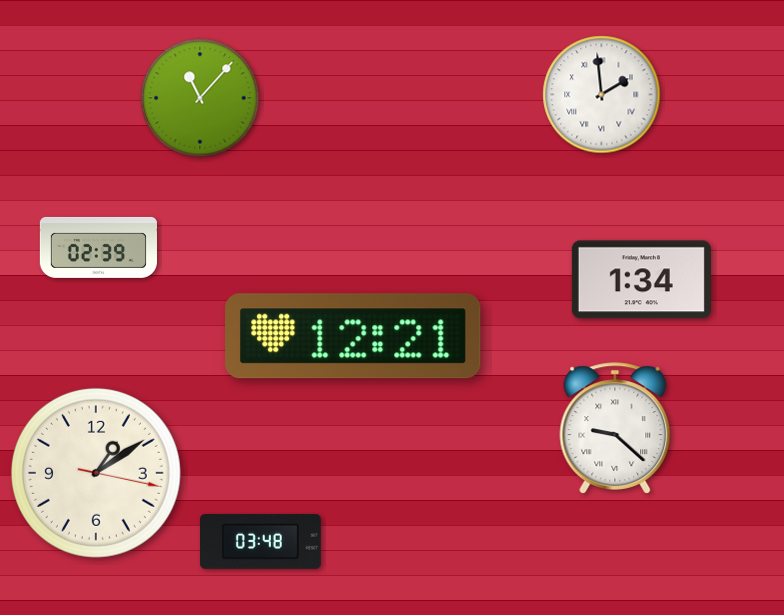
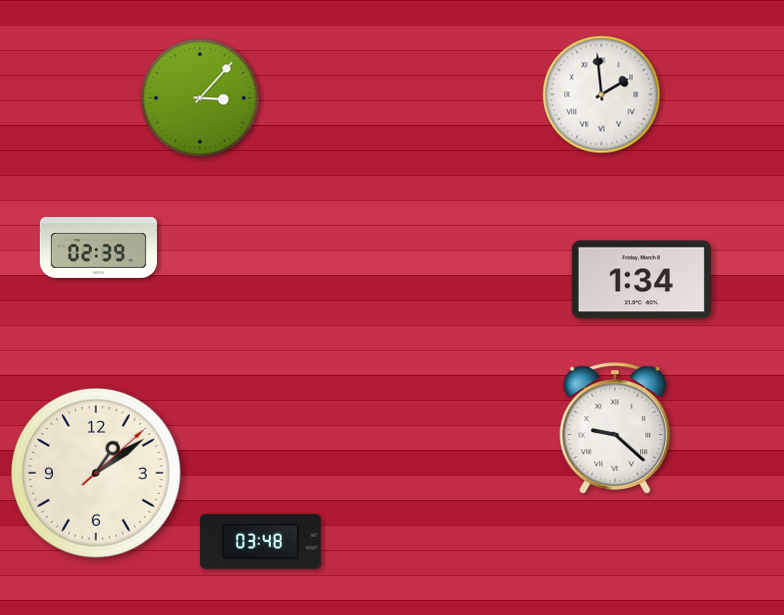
clock at (200, 98): 11:07 -> 3:07
clock at (353, 336): 12:21 -> none
clock at (96, 473): 1:09:17 -> 1:09:08
